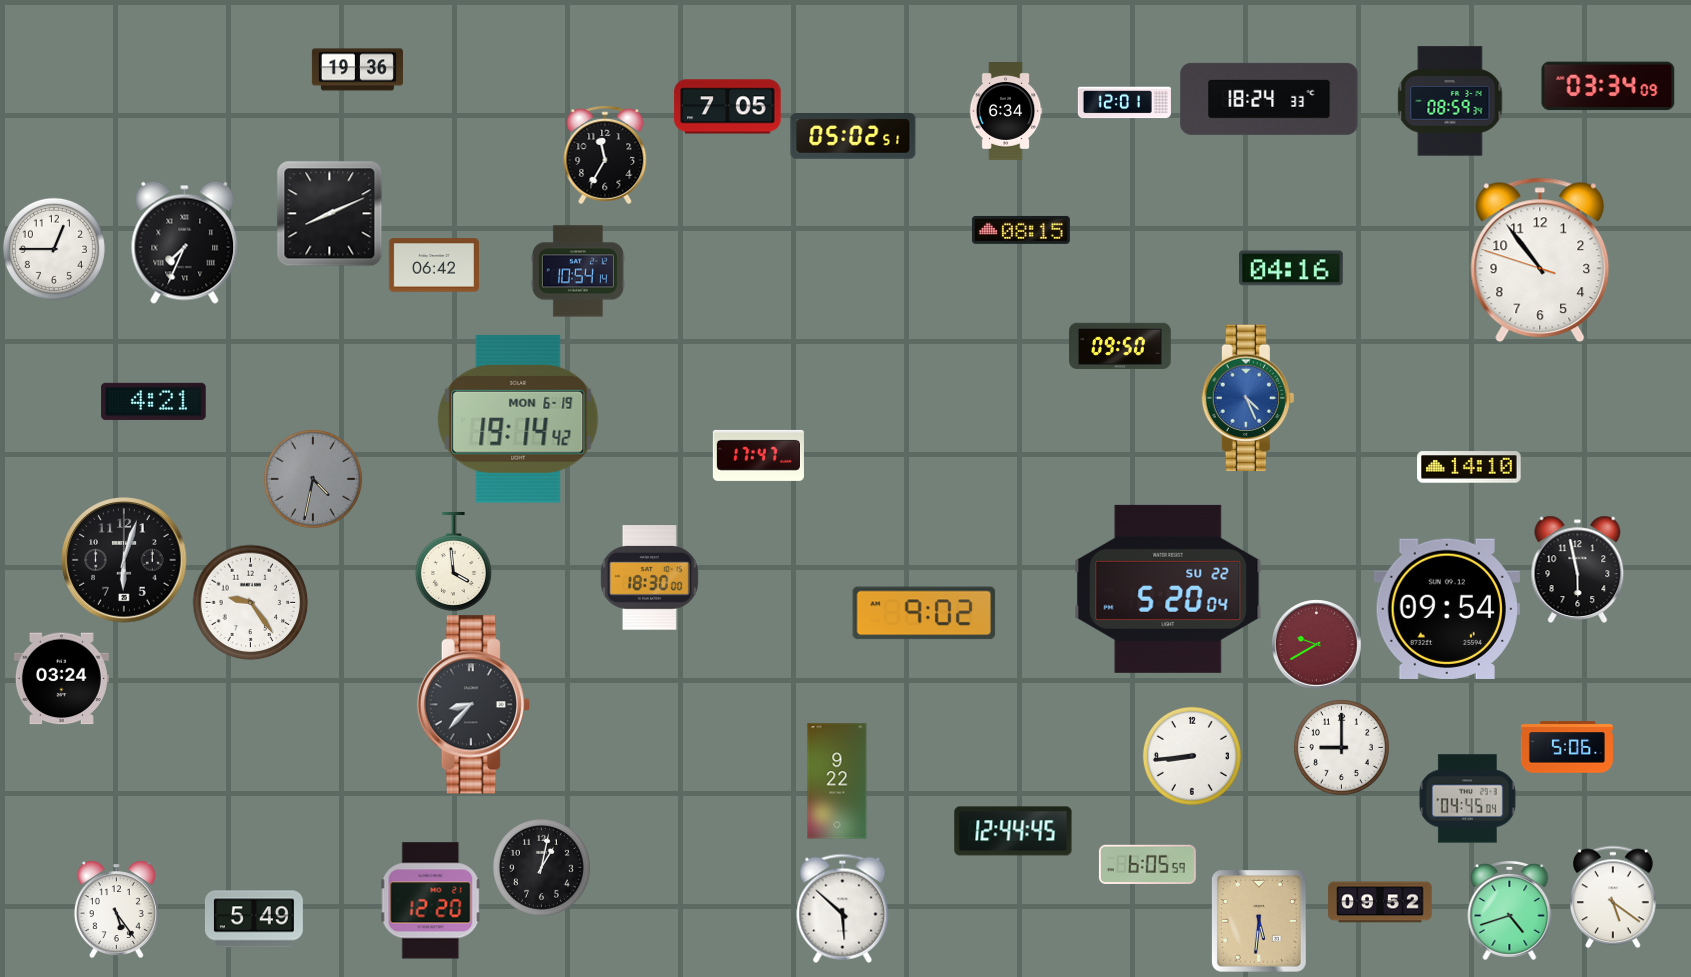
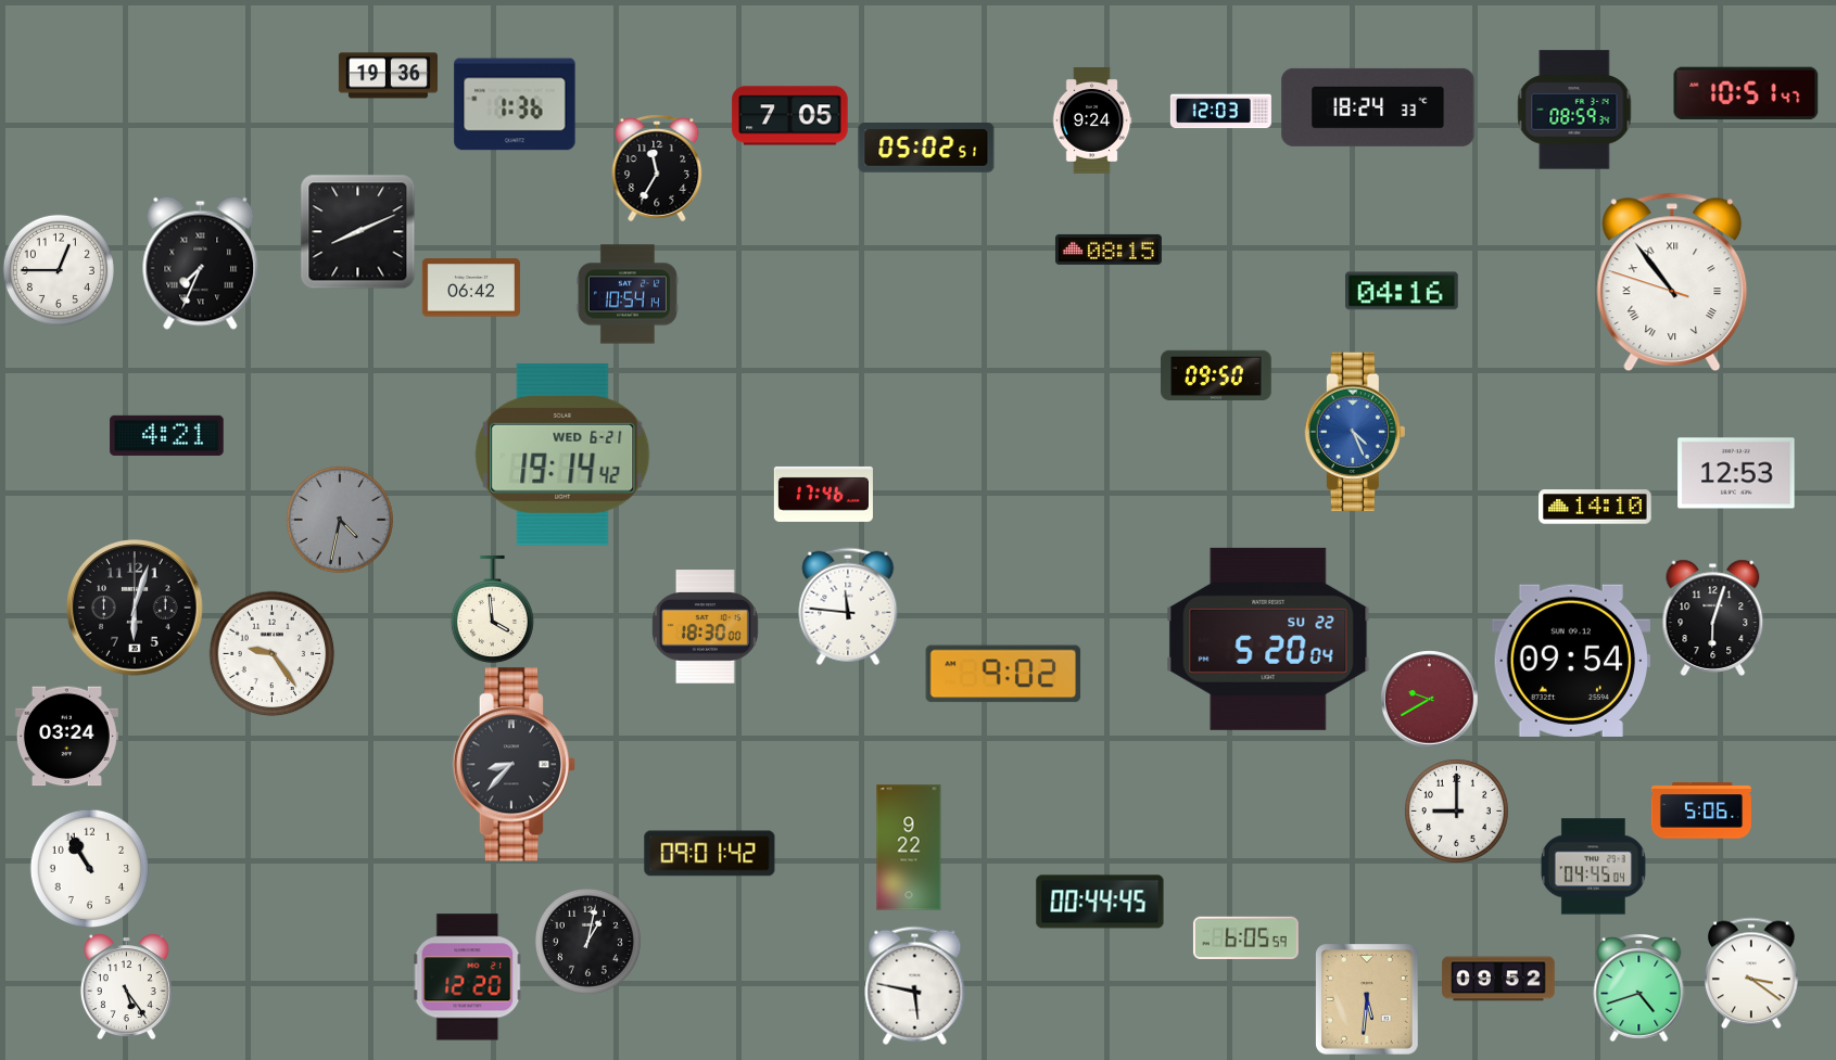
clock at (1608, 86): 03:34 -> 10:51
clock at (515, 104): none -> 1:36
clock at (1124, 103): 12:01 -> 12:03
clock at (1006, 111): 6:34 -> 9:24
clock at (1540, 260) numerals: Arabic -> Roman
clock at (518, 419) date: MON 6-19 -> WED 6-21
clock at (1736, 473): none -> 12:53
clock at (758, 455): 17:47 -> 17:46
clock at (848, 606): none -> 11:46
clock at (1578, 569): 5:58 -> 6:03
clock at (924, 613) position: (924, 613) -> (1003, 674)
clock at (1192, 756): 8:44 -> none
clock at (710, 854): none -> 09:01
clock at (89, 868): none -> 10:55
clock at (1013, 831): 12:44 -> 00:44
clock at (1614, 897): 5:21 -> 3:21
clock at (843, 908): 5:52 -> 5:47
clock at (254, 919): 5:49 -> none
